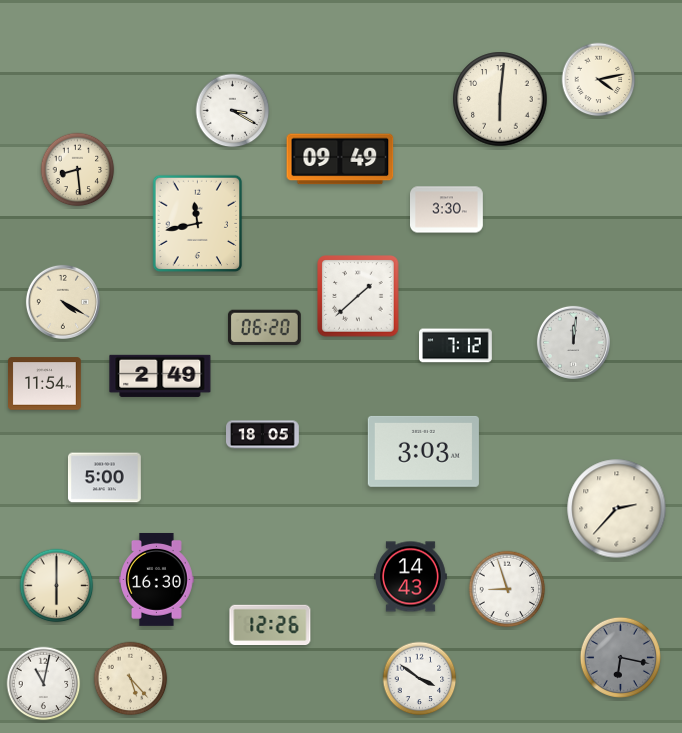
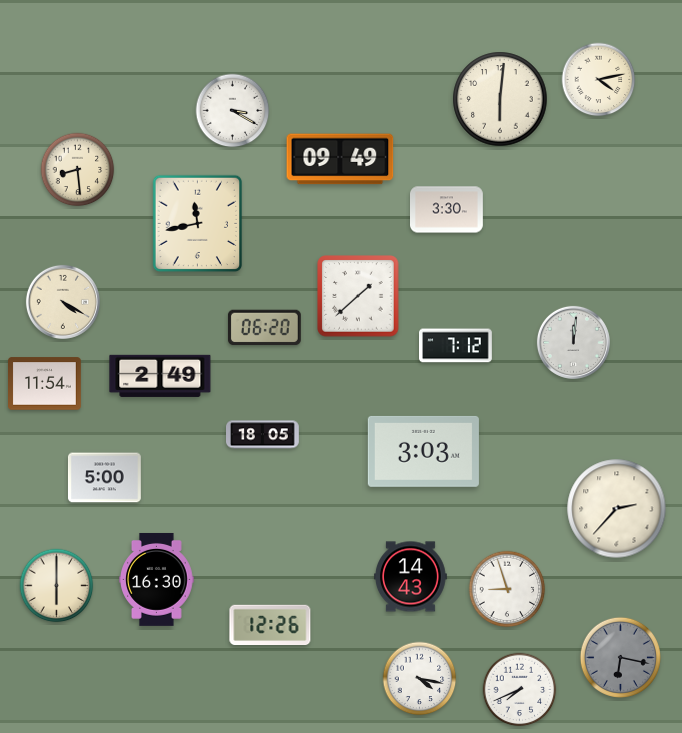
clock at (131, 679): 5:23 -> none
clock at (420, 679): 3:51 -> 4:17
clock at (44, 684): 11:02 -> none
clock at (520, 690): none -> 7:41
